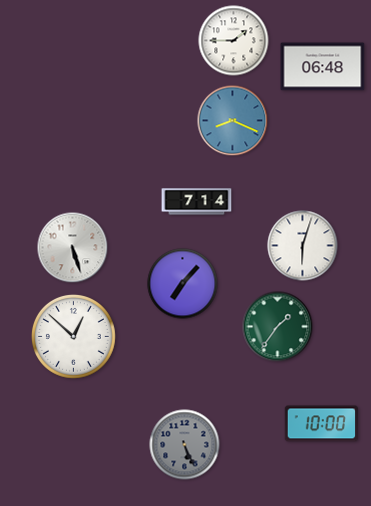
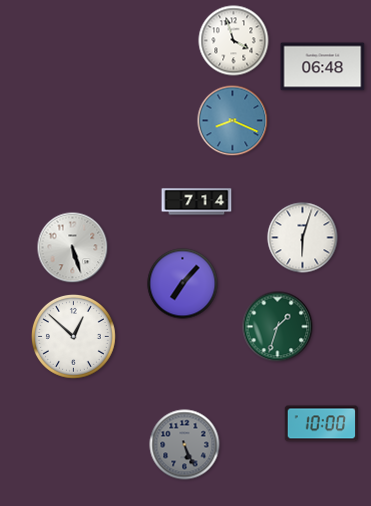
clock at (234, 41): 1:45 -> 3:57
clock at (303, 246) position: (303, 246) -> (303, 238)
clock at (278, 327): 1:36 -> 1:33
